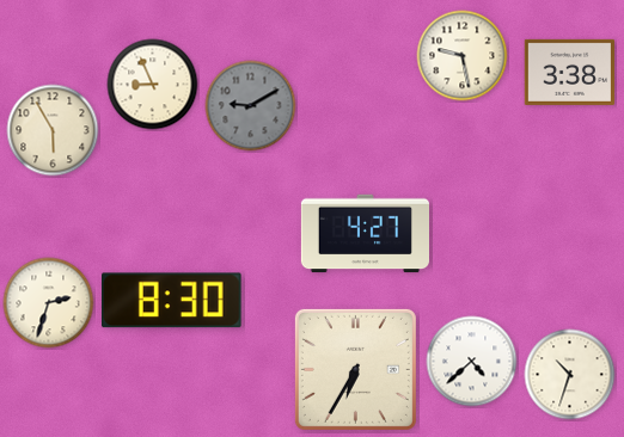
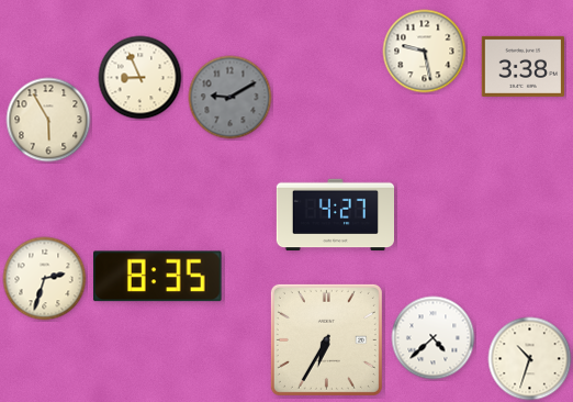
clock at (172, 301): 8:30 -> 8:35
clock at (472, 362) position: (472, 362) -> (434, 338)
clock at (570, 375) position: (570, 375) -> (530, 359)
